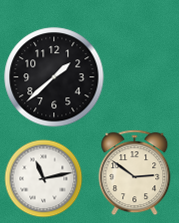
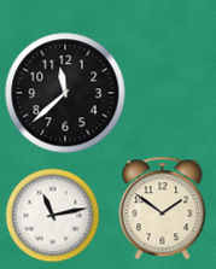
clock at (54, 77): 1:38 -> 11:38
clock at (135, 172): 2:51 -> 1:51
